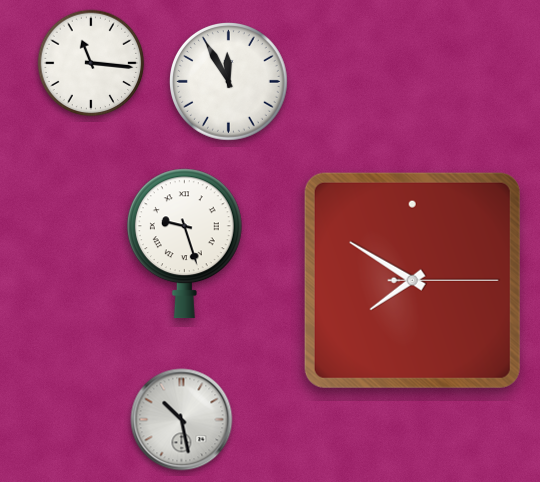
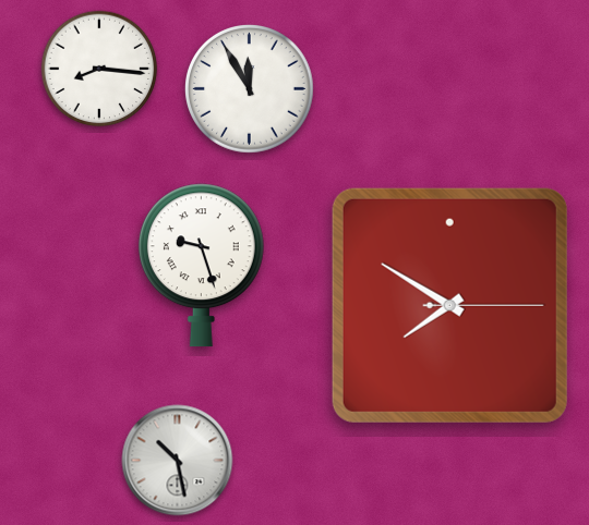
clock at (91, 63): 11:16 -> 8:16
clock at (182, 420) position: (182, 420) -> (178, 461)
